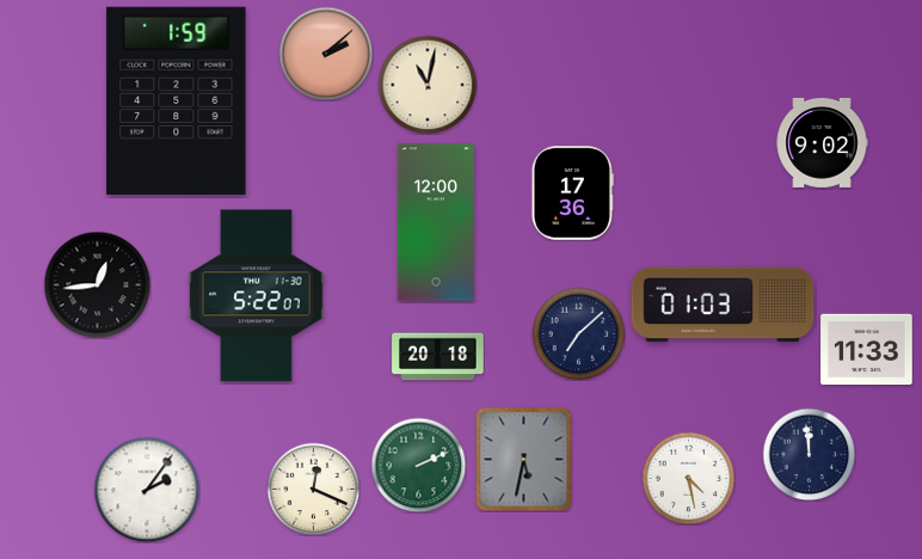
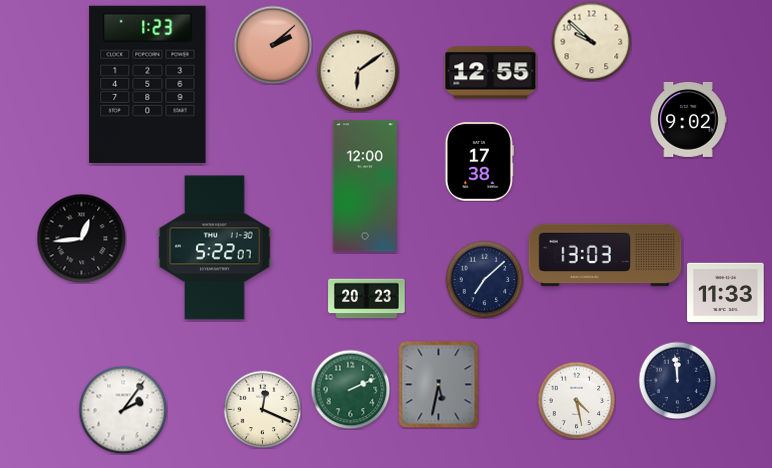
clock at (591, 41): none -> 9:52
clock at (428, 85): 11:02 -> 6:09
clock at (491, 73): none -> 12:55
clock at (177, 100): 1:59 -> 1:23
clock at (572, 193): 17:36 -> 17:38
clock at (723, 305): 01:03 -> 13:03
clock at (438, 357): 20:18 -> 20:23
